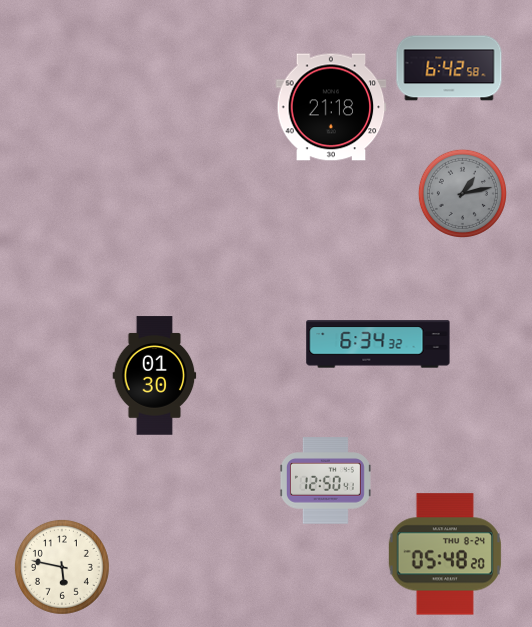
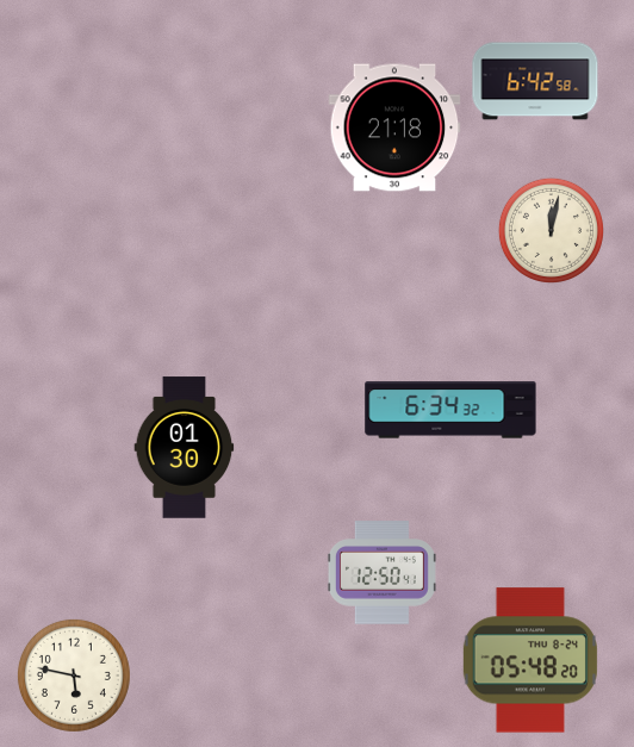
clock at (462, 193): 1:13 -> 12:02
clock at (462, 193) dial: grey -> cream
clock at (325, 481) position: (325, 481) -> (381, 573)
